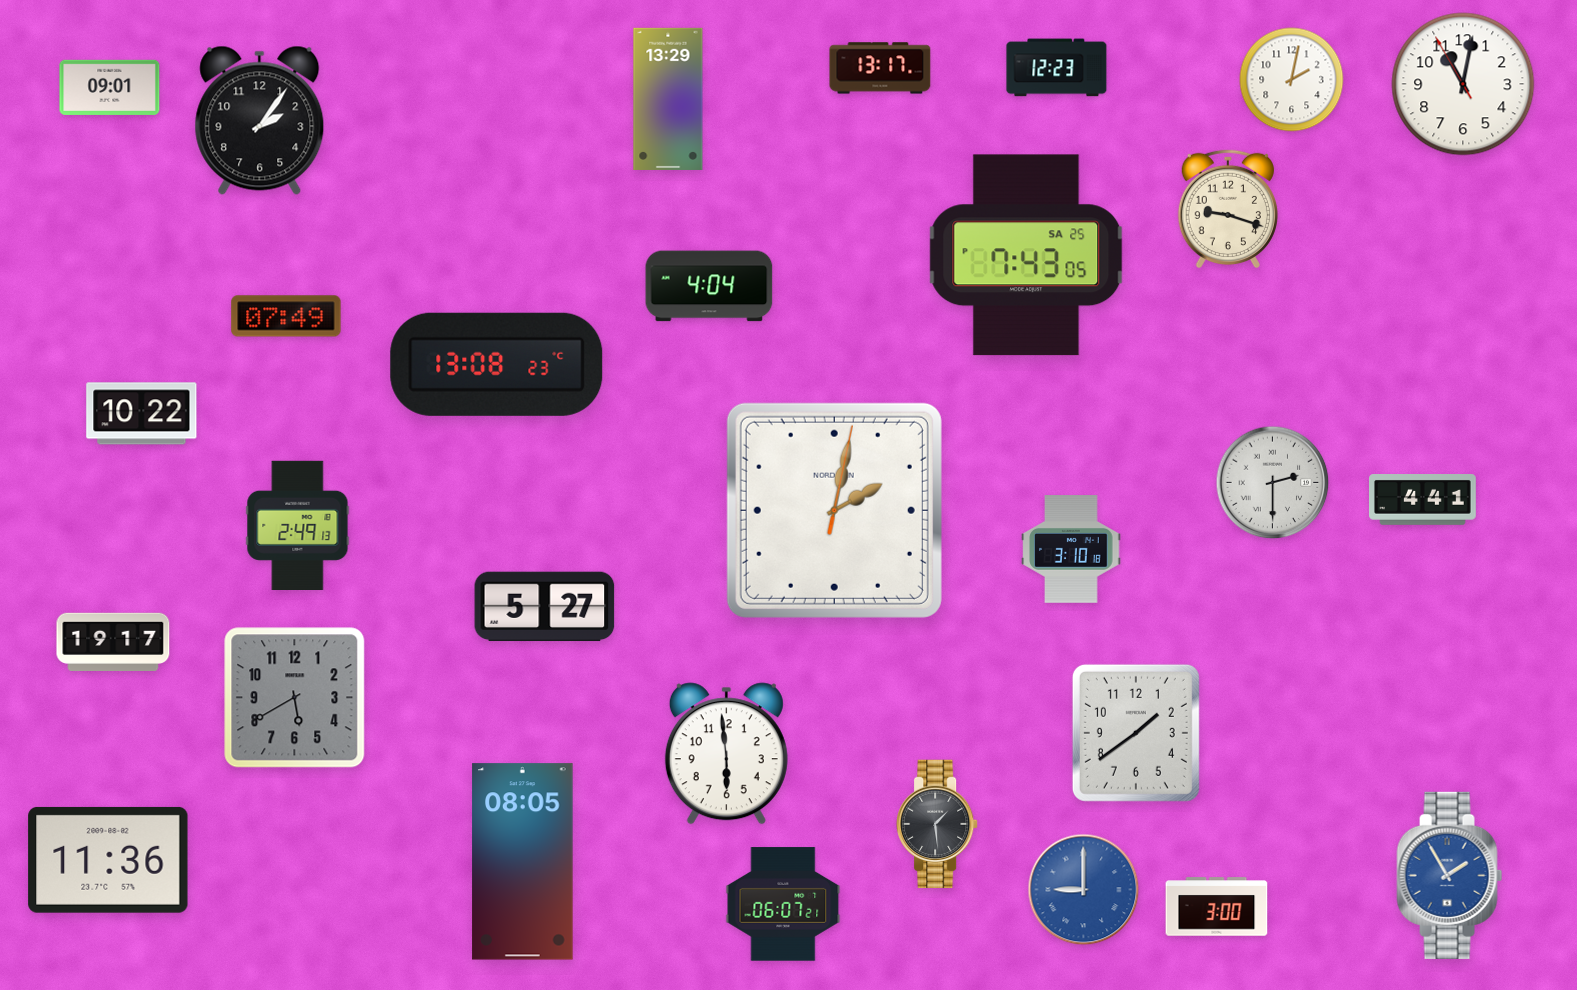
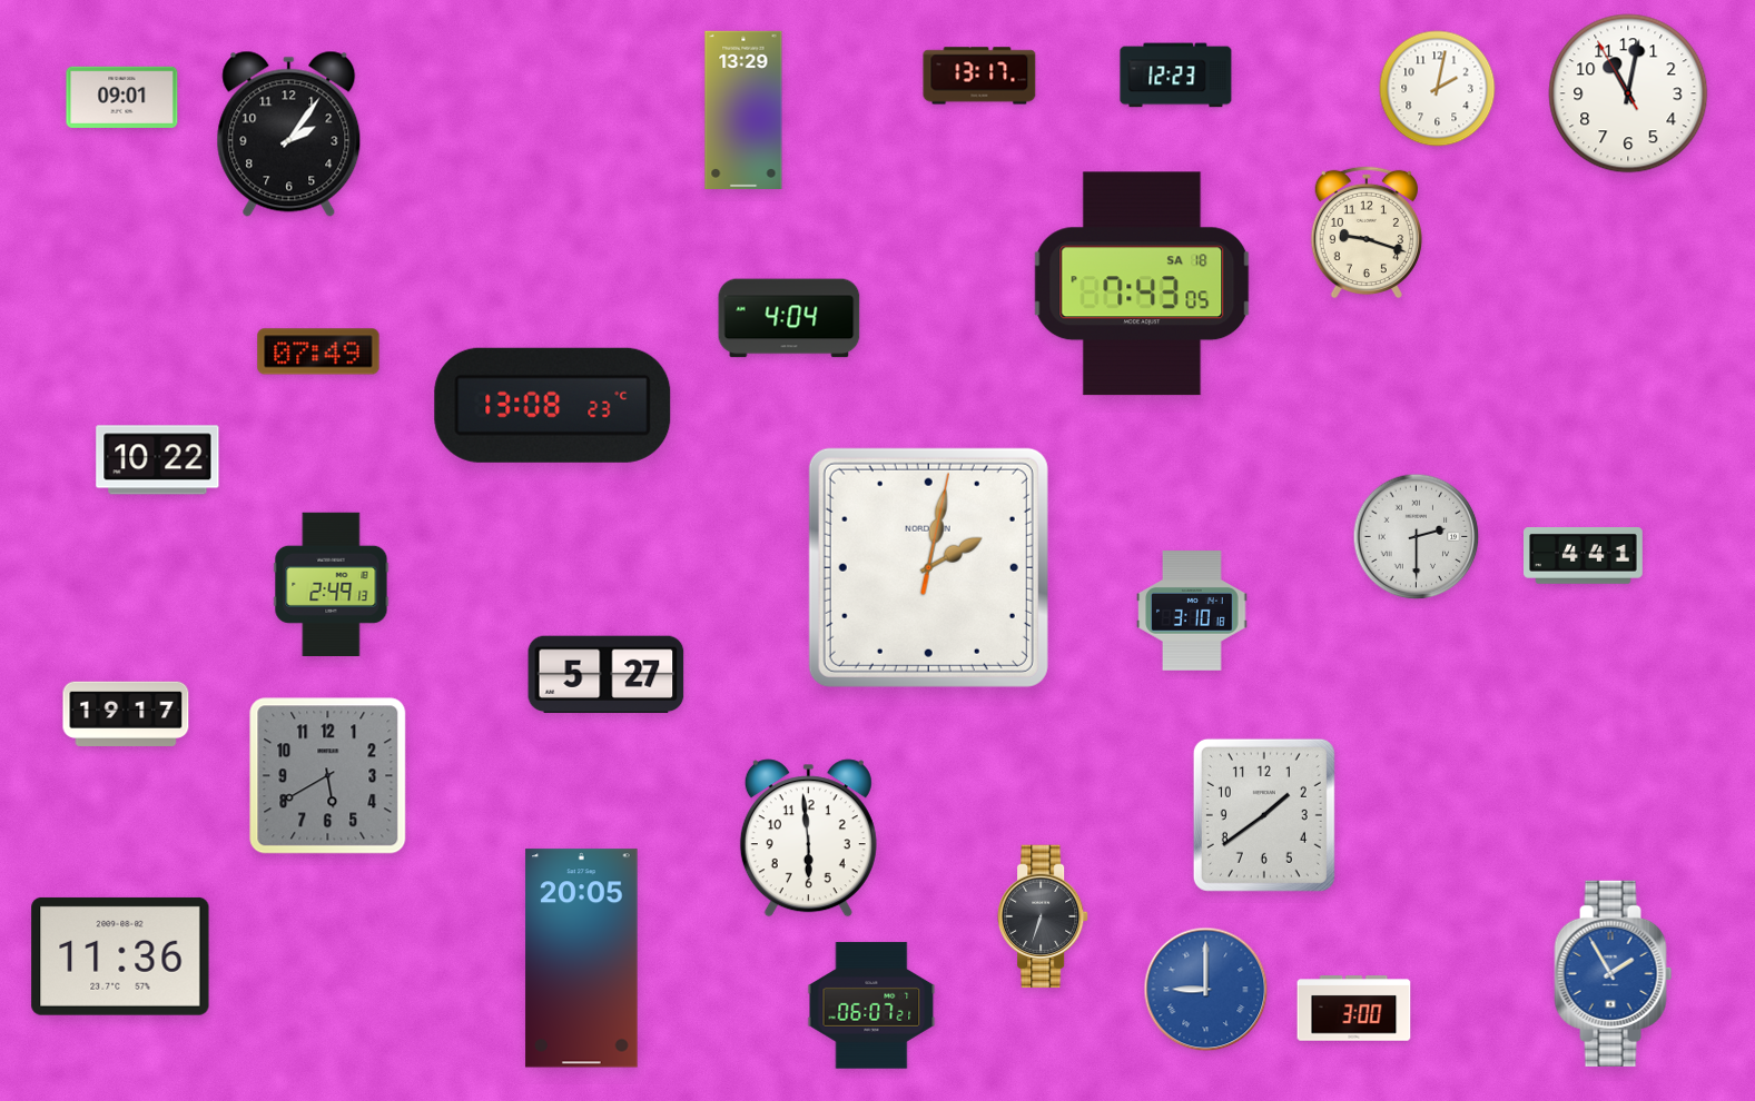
clock at (1026, 255) date: SA 25 -> SA 18
clock at (938, 824): 1:29 -> 6:33
clock at (523, 862): 08:05 -> 20:05
